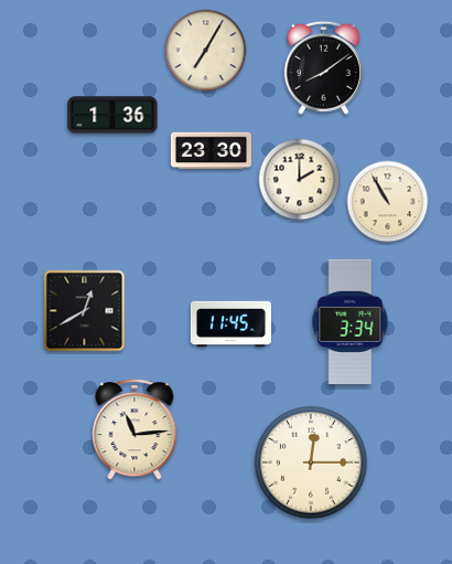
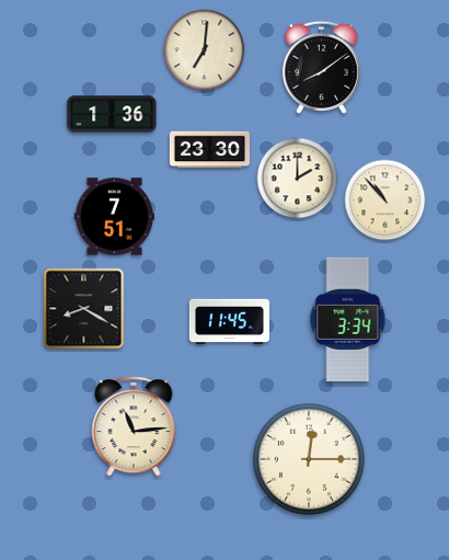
clock at (206, 51): 7:05 -> 7:01
clock at (388, 202): 10:55 -> 10:53
clock at (114, 217): none -> 7:51
clock at (85, 311): 12:40 -> 8:20
